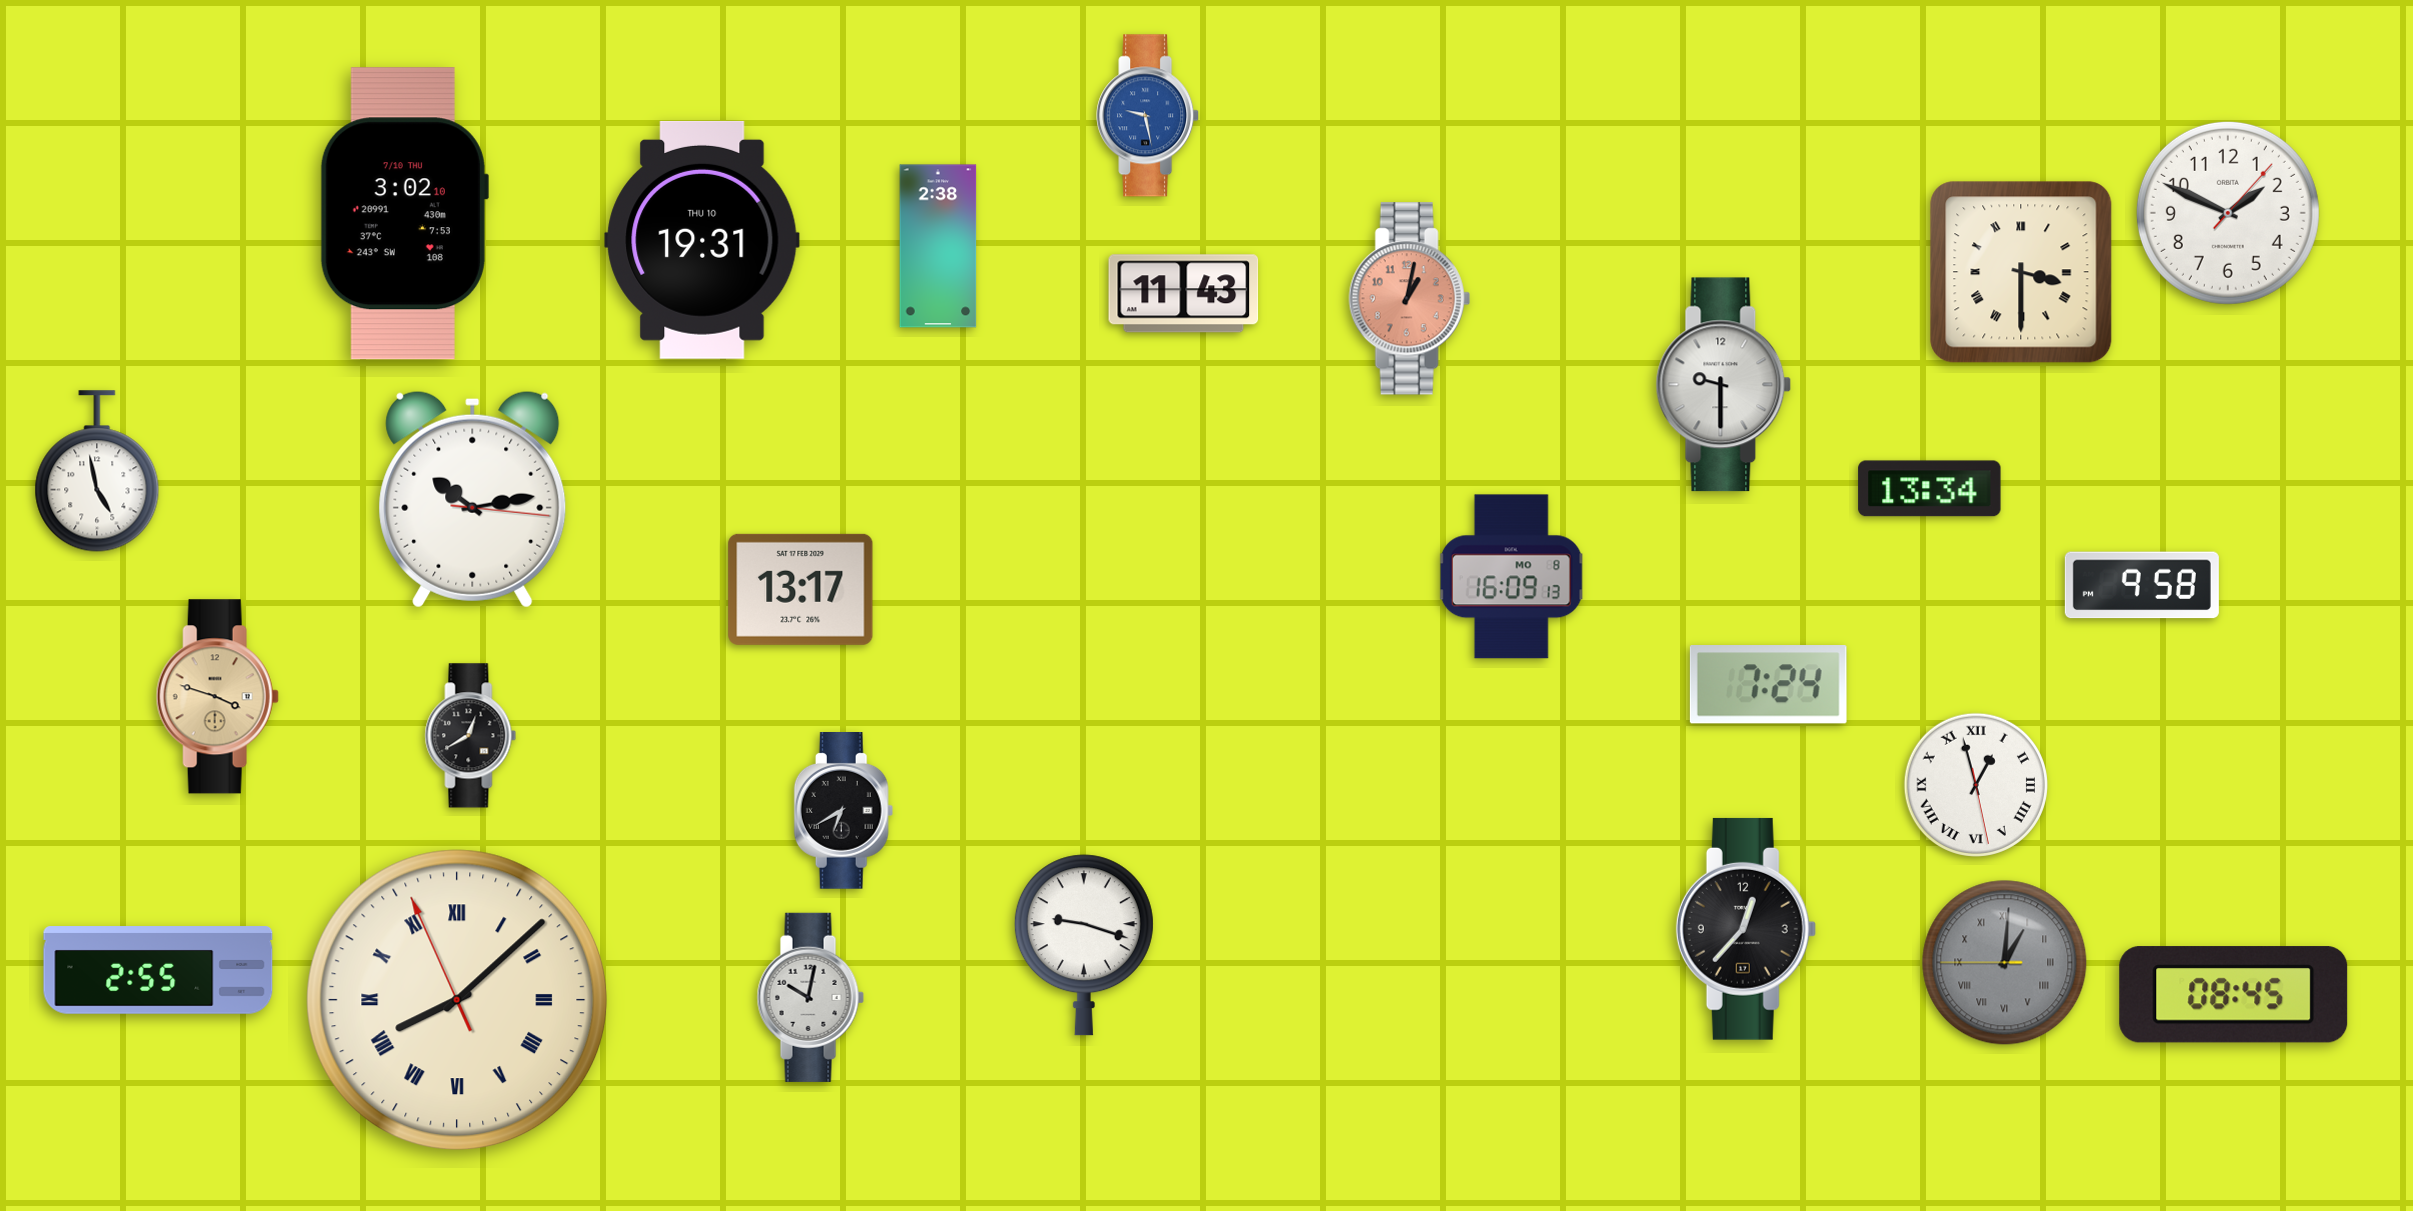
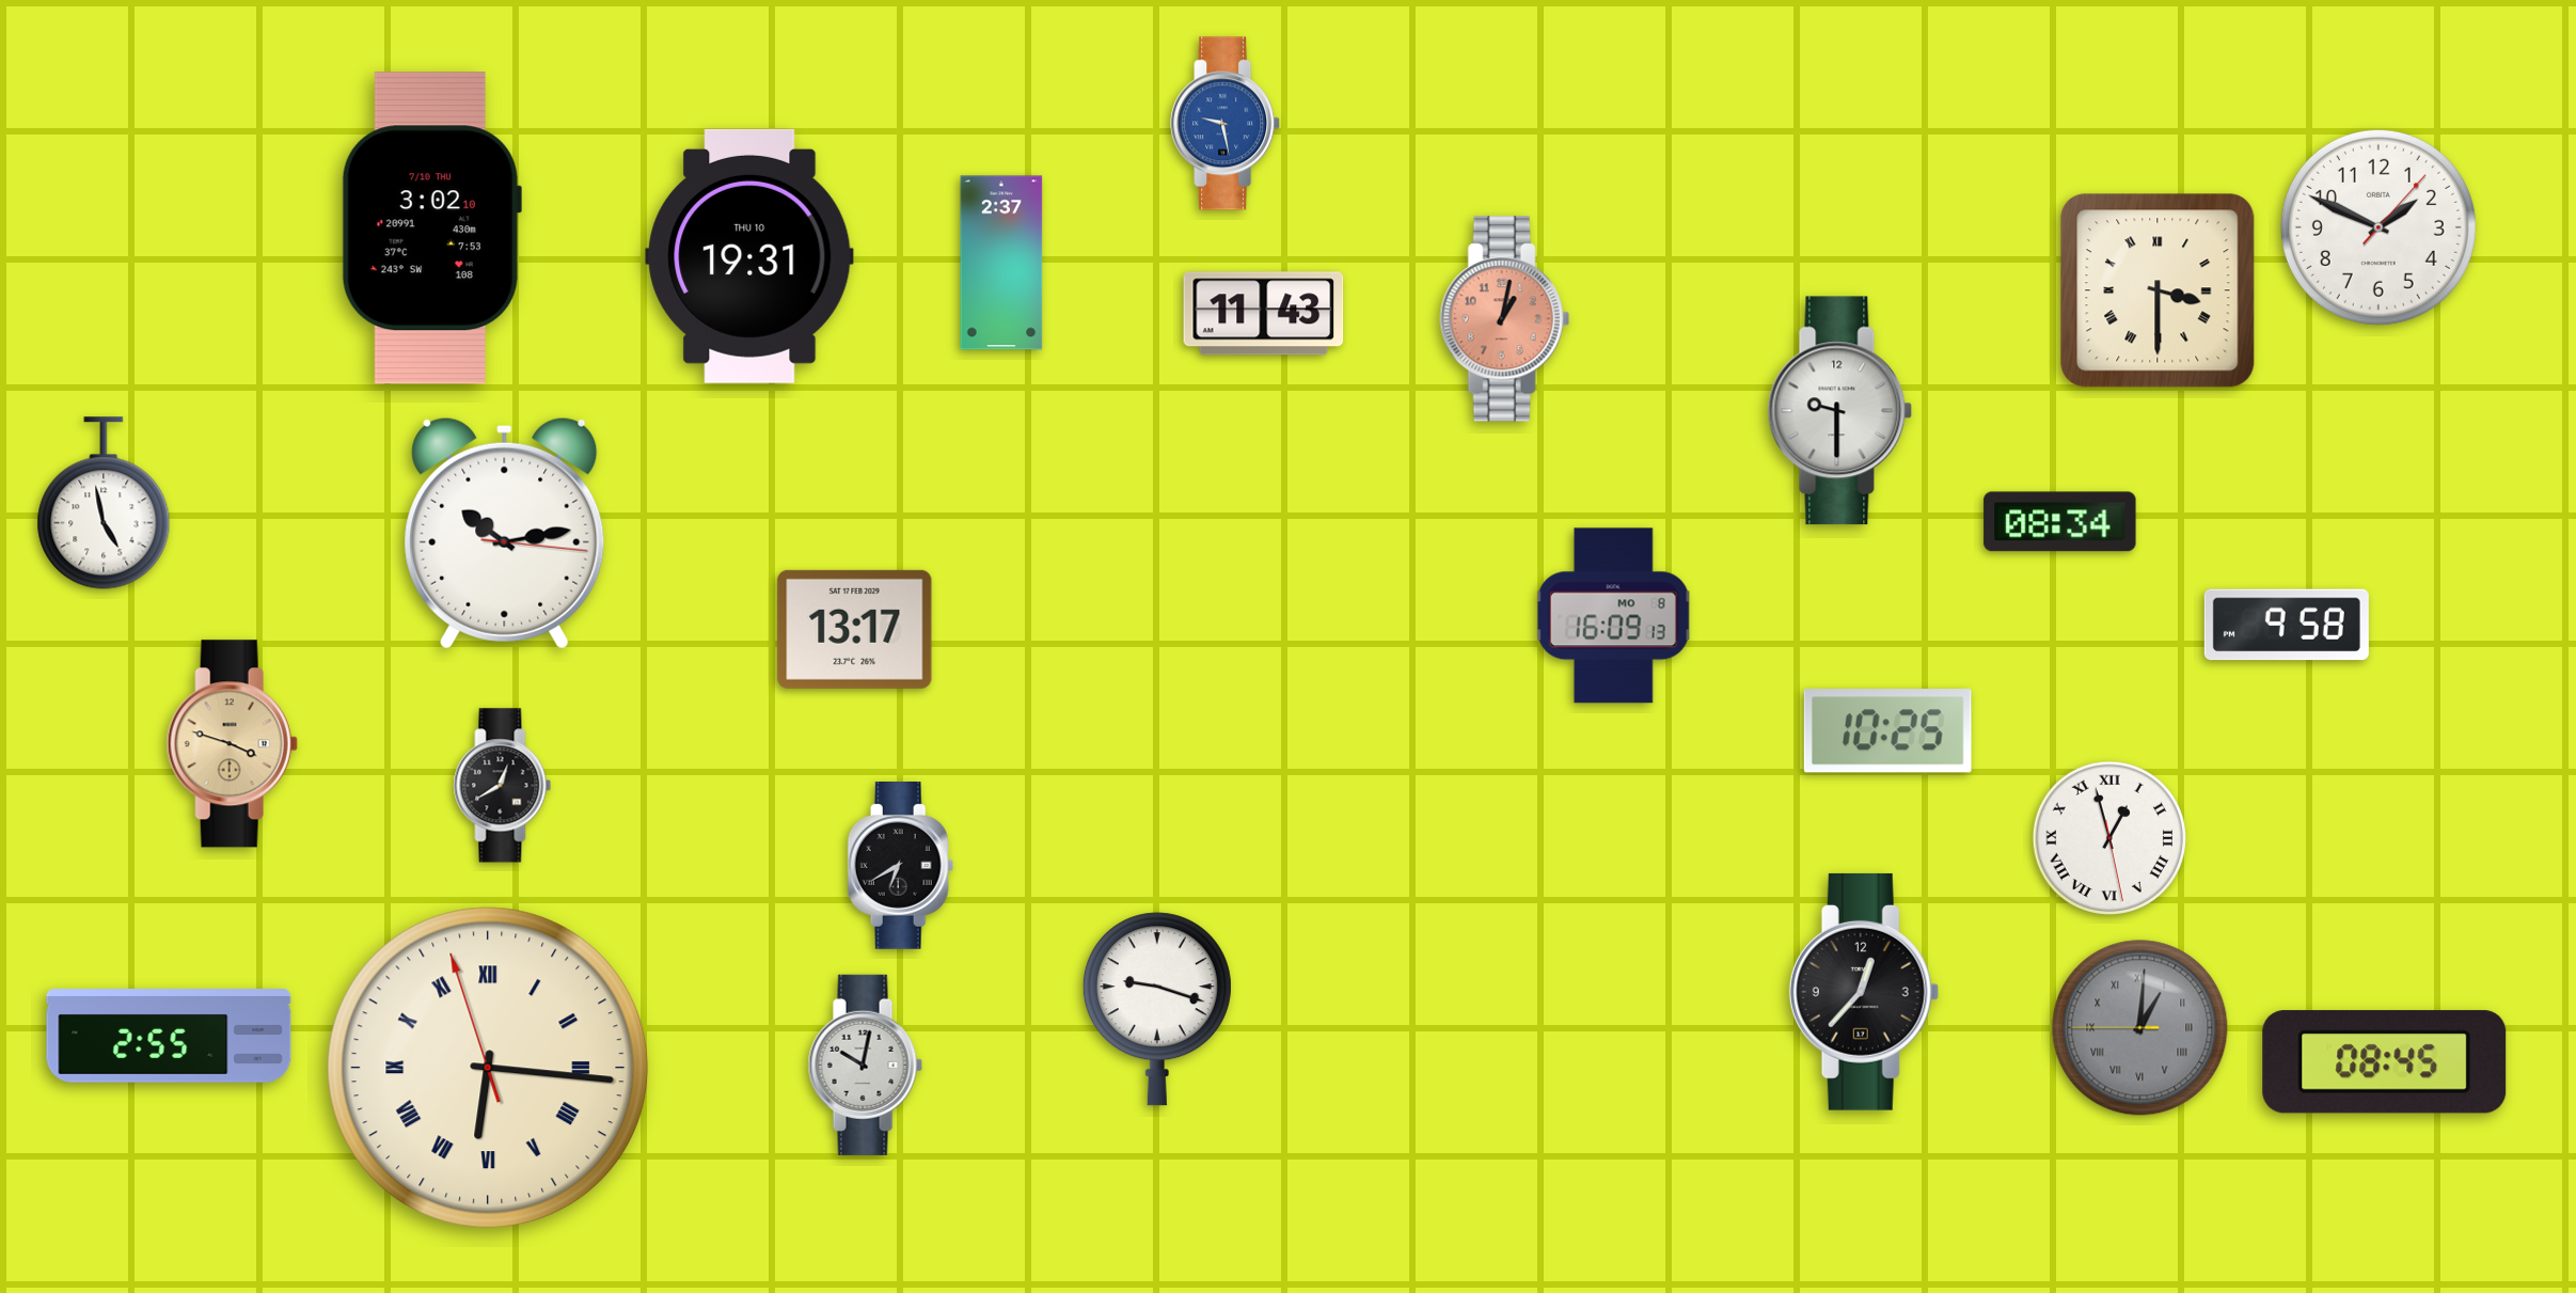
clock at (938, 246): 2:38 -> 2:37
clock at (1930, 489): 13:34 -> 08:34
clock at (1768, 685): 7:24 -> 10:25
clock at (457, 1000): 8:07 -> 6:15
